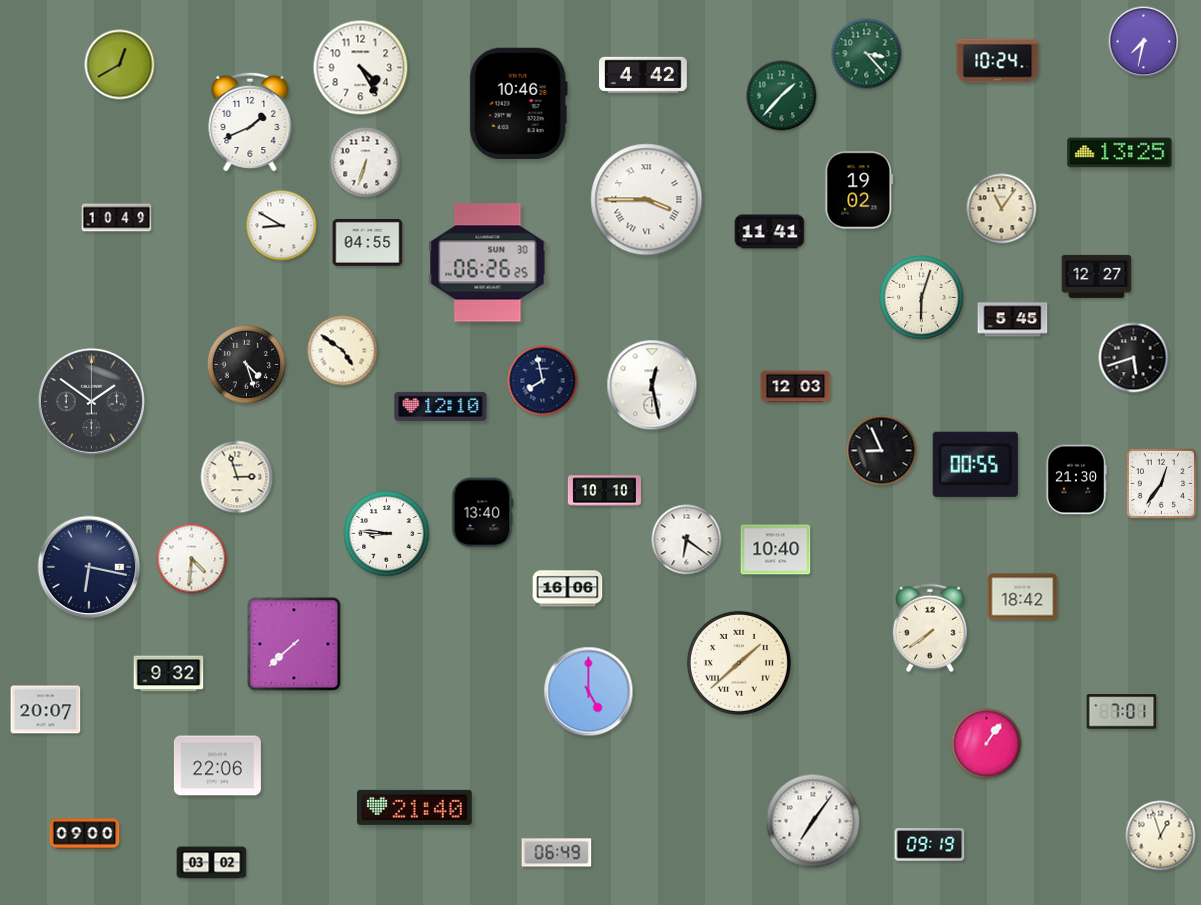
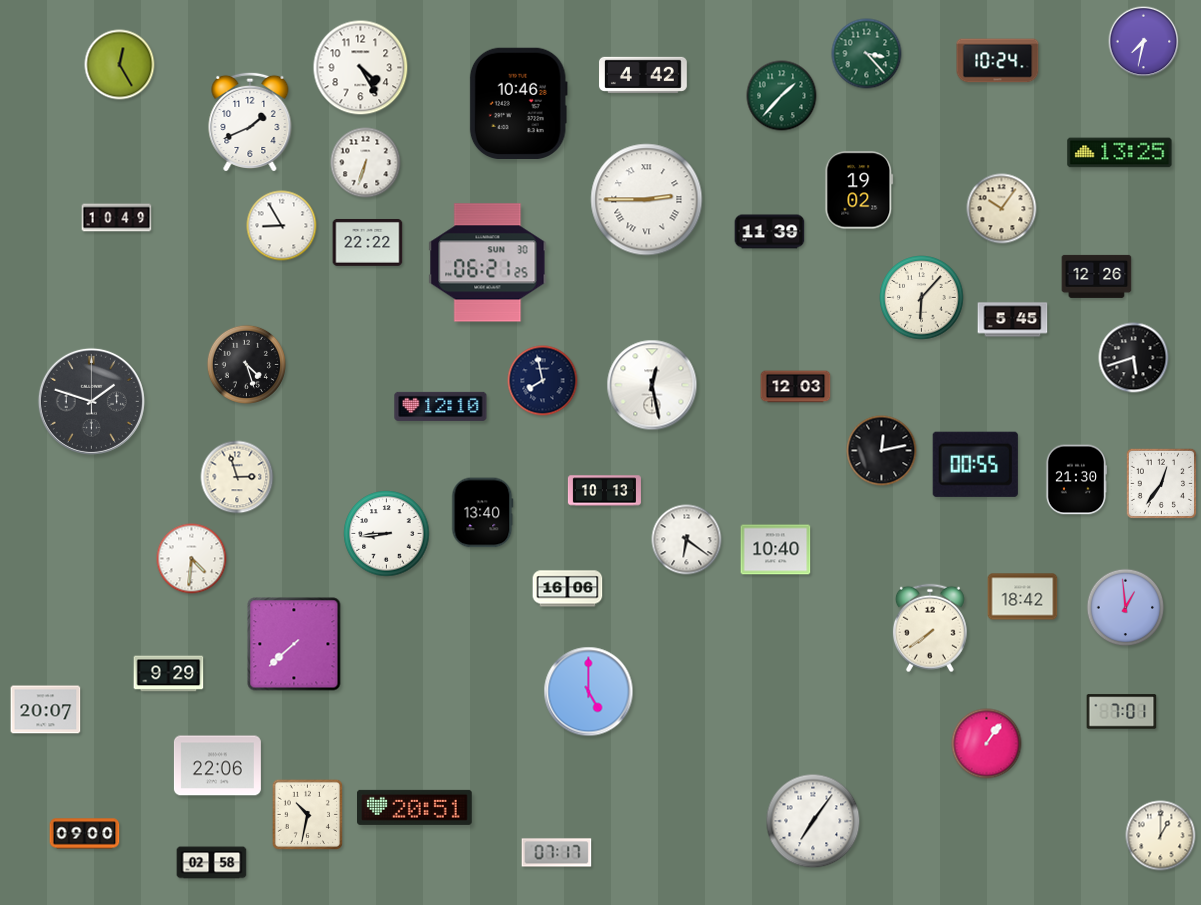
clock at (120, 65): 12:40 -> 12:25
clock at (647, 200): 3:45 -> 2:45
clock at (1002, 209): 11:06 -> 10:06
clock at (282, 226): 8:50 -> 8:55
clock at (770, 232): 11:41 -> 11:39
clock at (368, 242): 04:55 -> 22:22
clock at (488, 263): 06:26 -> 06:21
clock at (1097, 276): 12:27 -> 12:26
clock at (922, 298): 6:03 -> 6:07
clock at (343, 351): 4:51 -> none
clock at (91, 401): 1:51 -> 1:48
clock at (882, 451): 8:56 -> 12:13
clock at (604, 491): 10:10 -> 10:13
clock at (387, 534): 8:46 -> 8:44
clock at (89, 567): 6:17 -> none
clock at (1126, 608): none -> 12:59
clock at (739, 663): 1:38 -> none
clock at (169, 674): 9:32 -> 9:29
clock at (415, 807): 21:40 -> 20:51
clock at (307, 814): none -> 10:32
clock at (1161, 836): 12:57 -> 1:00
clock at (930, 845): 09:19 -> none
clock at (557, 853): 06:49 -> 07:17
clock at (212, 863): 03:02 -> 02:58
